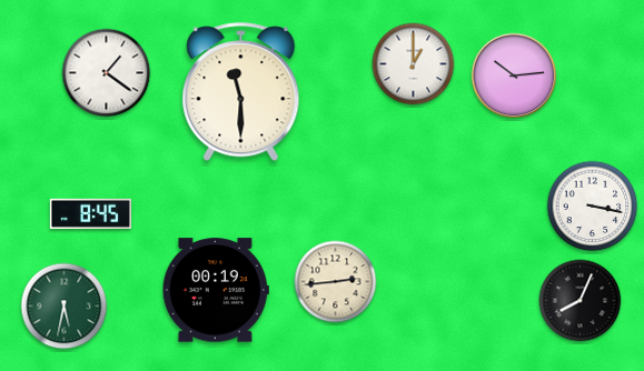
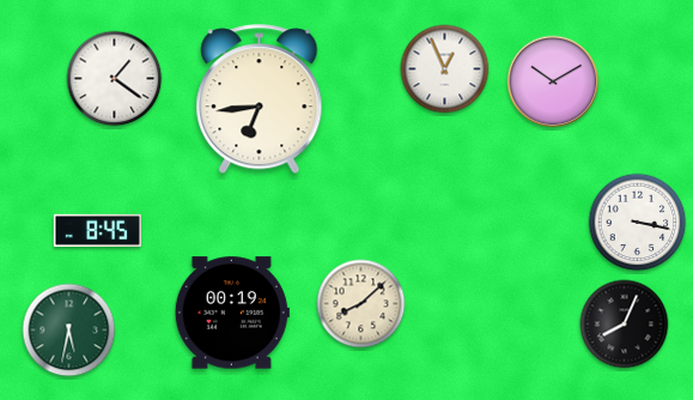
clock at (414, 64): 1:00 -> 12:56
clock at (514, 76): 10:14 -> 10:10
clock at (241, 92): 11:30 -> 6:44
clock at (336, 282): 2:44 -> 8:08
